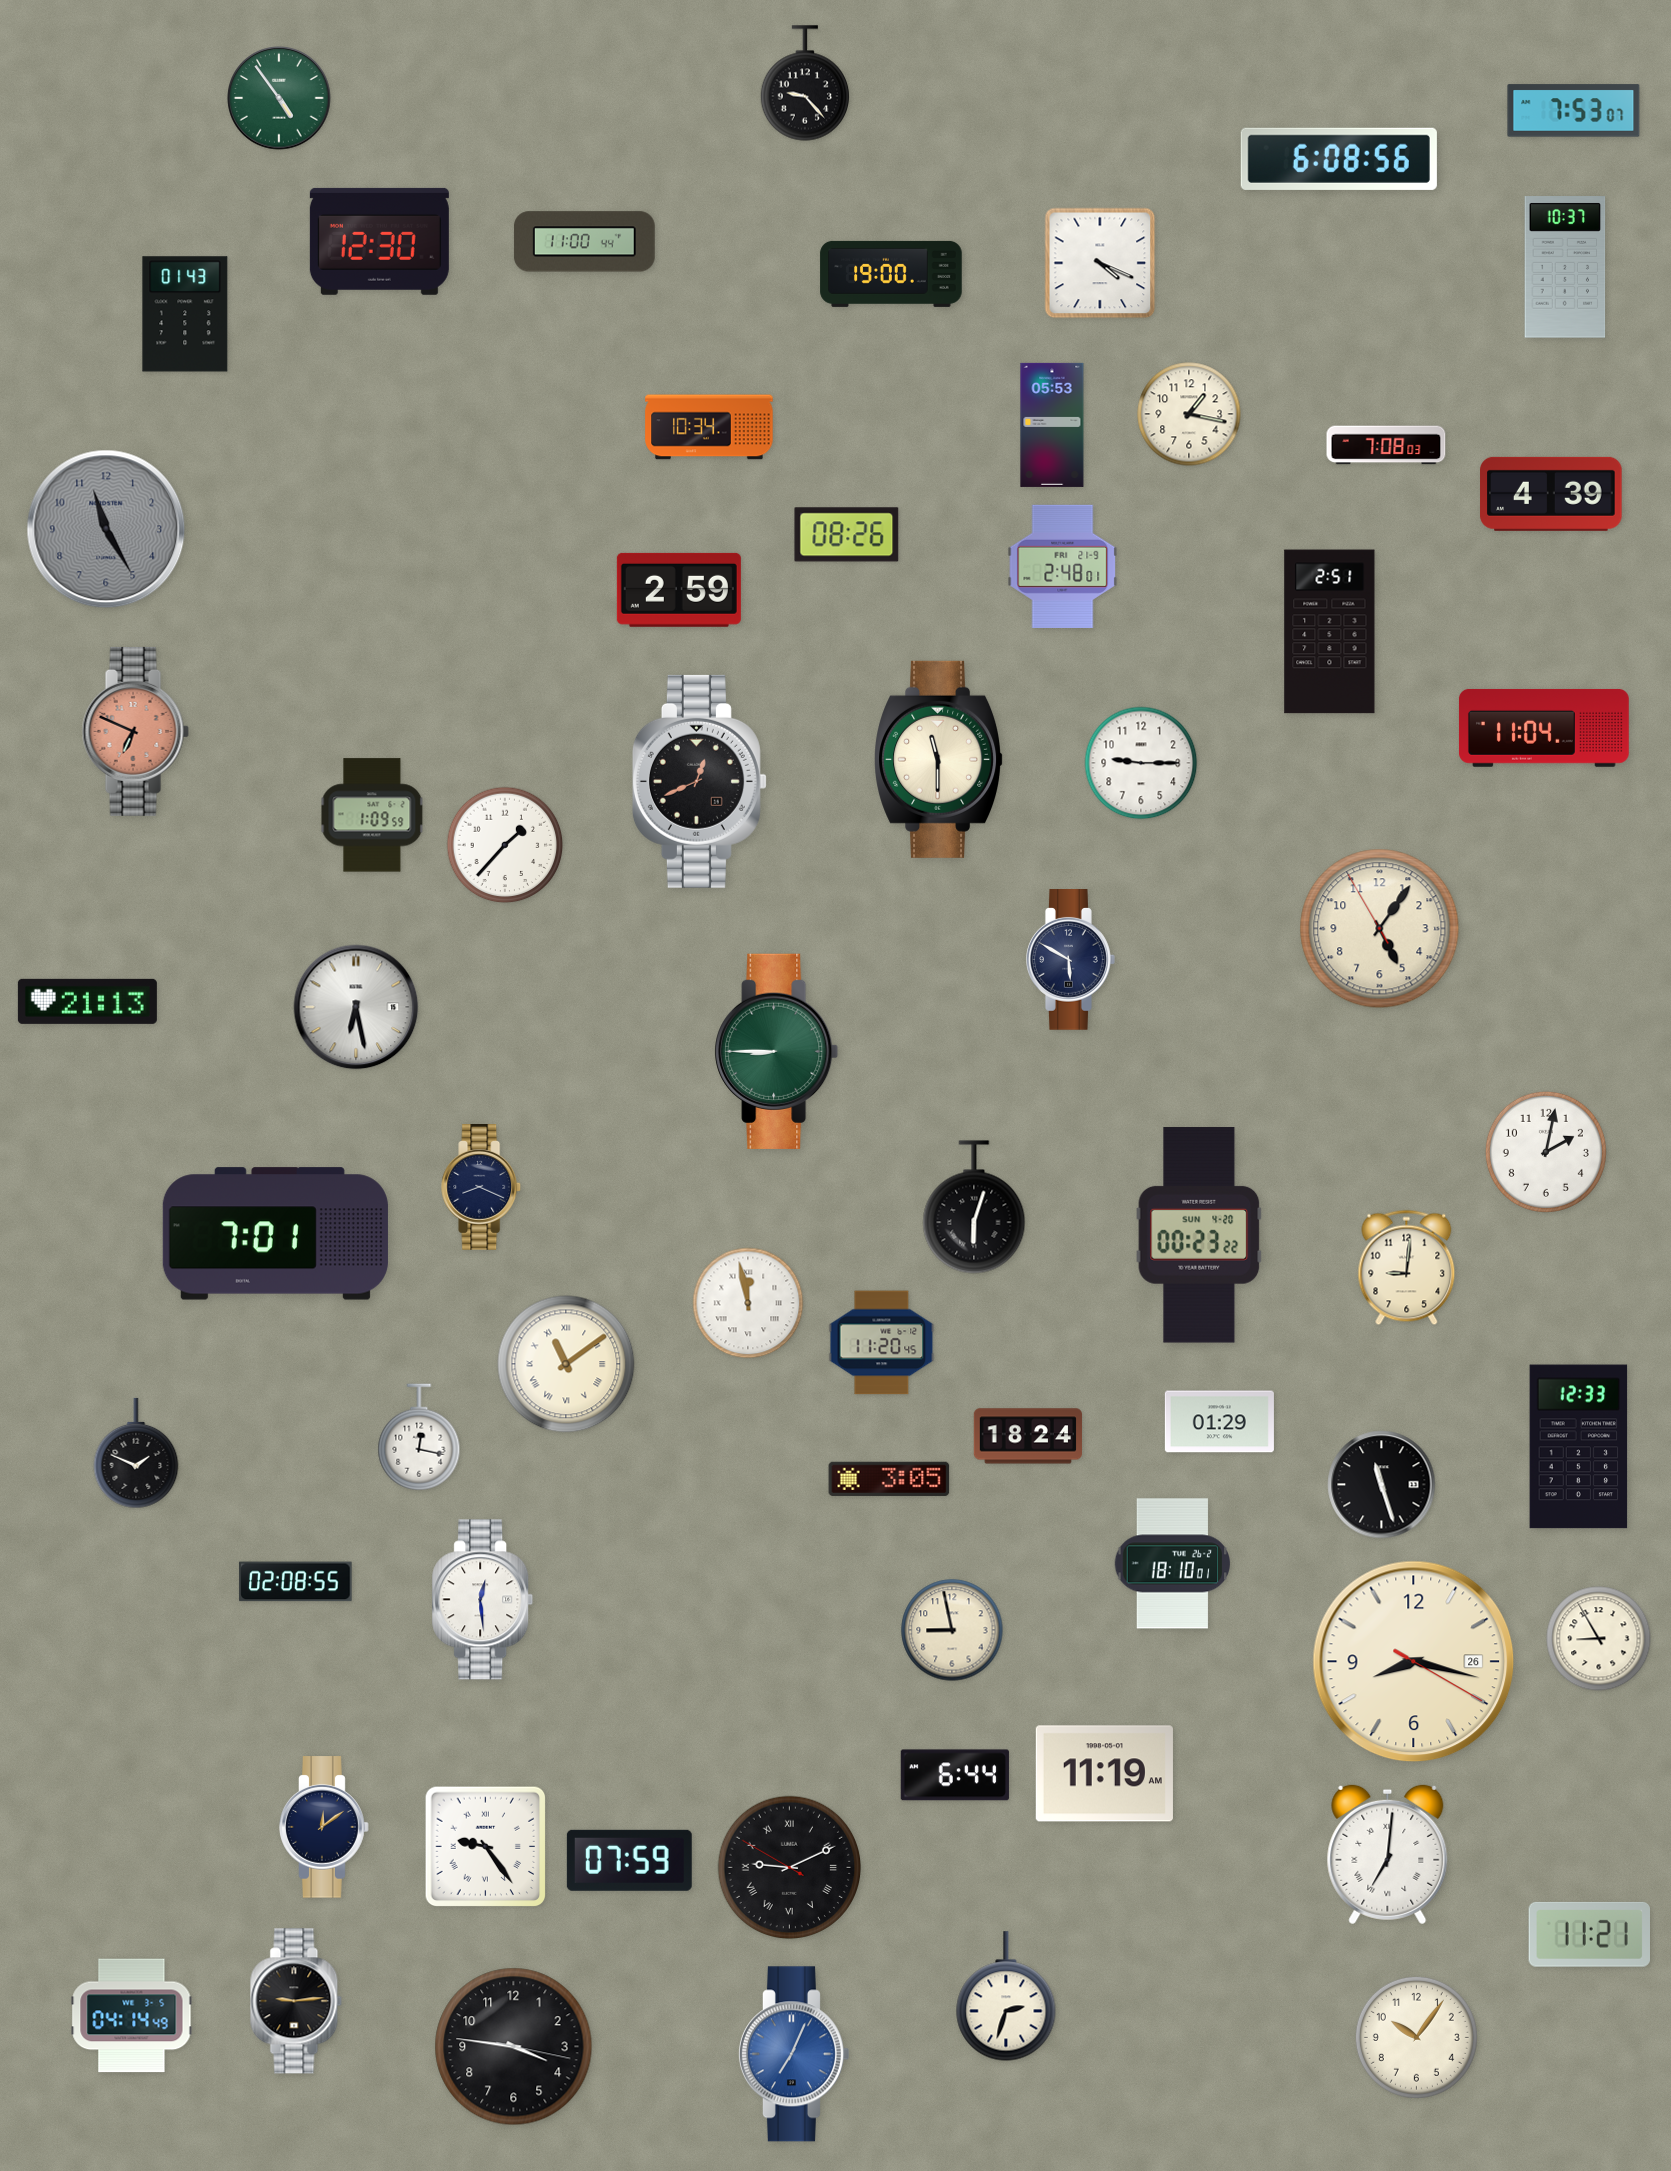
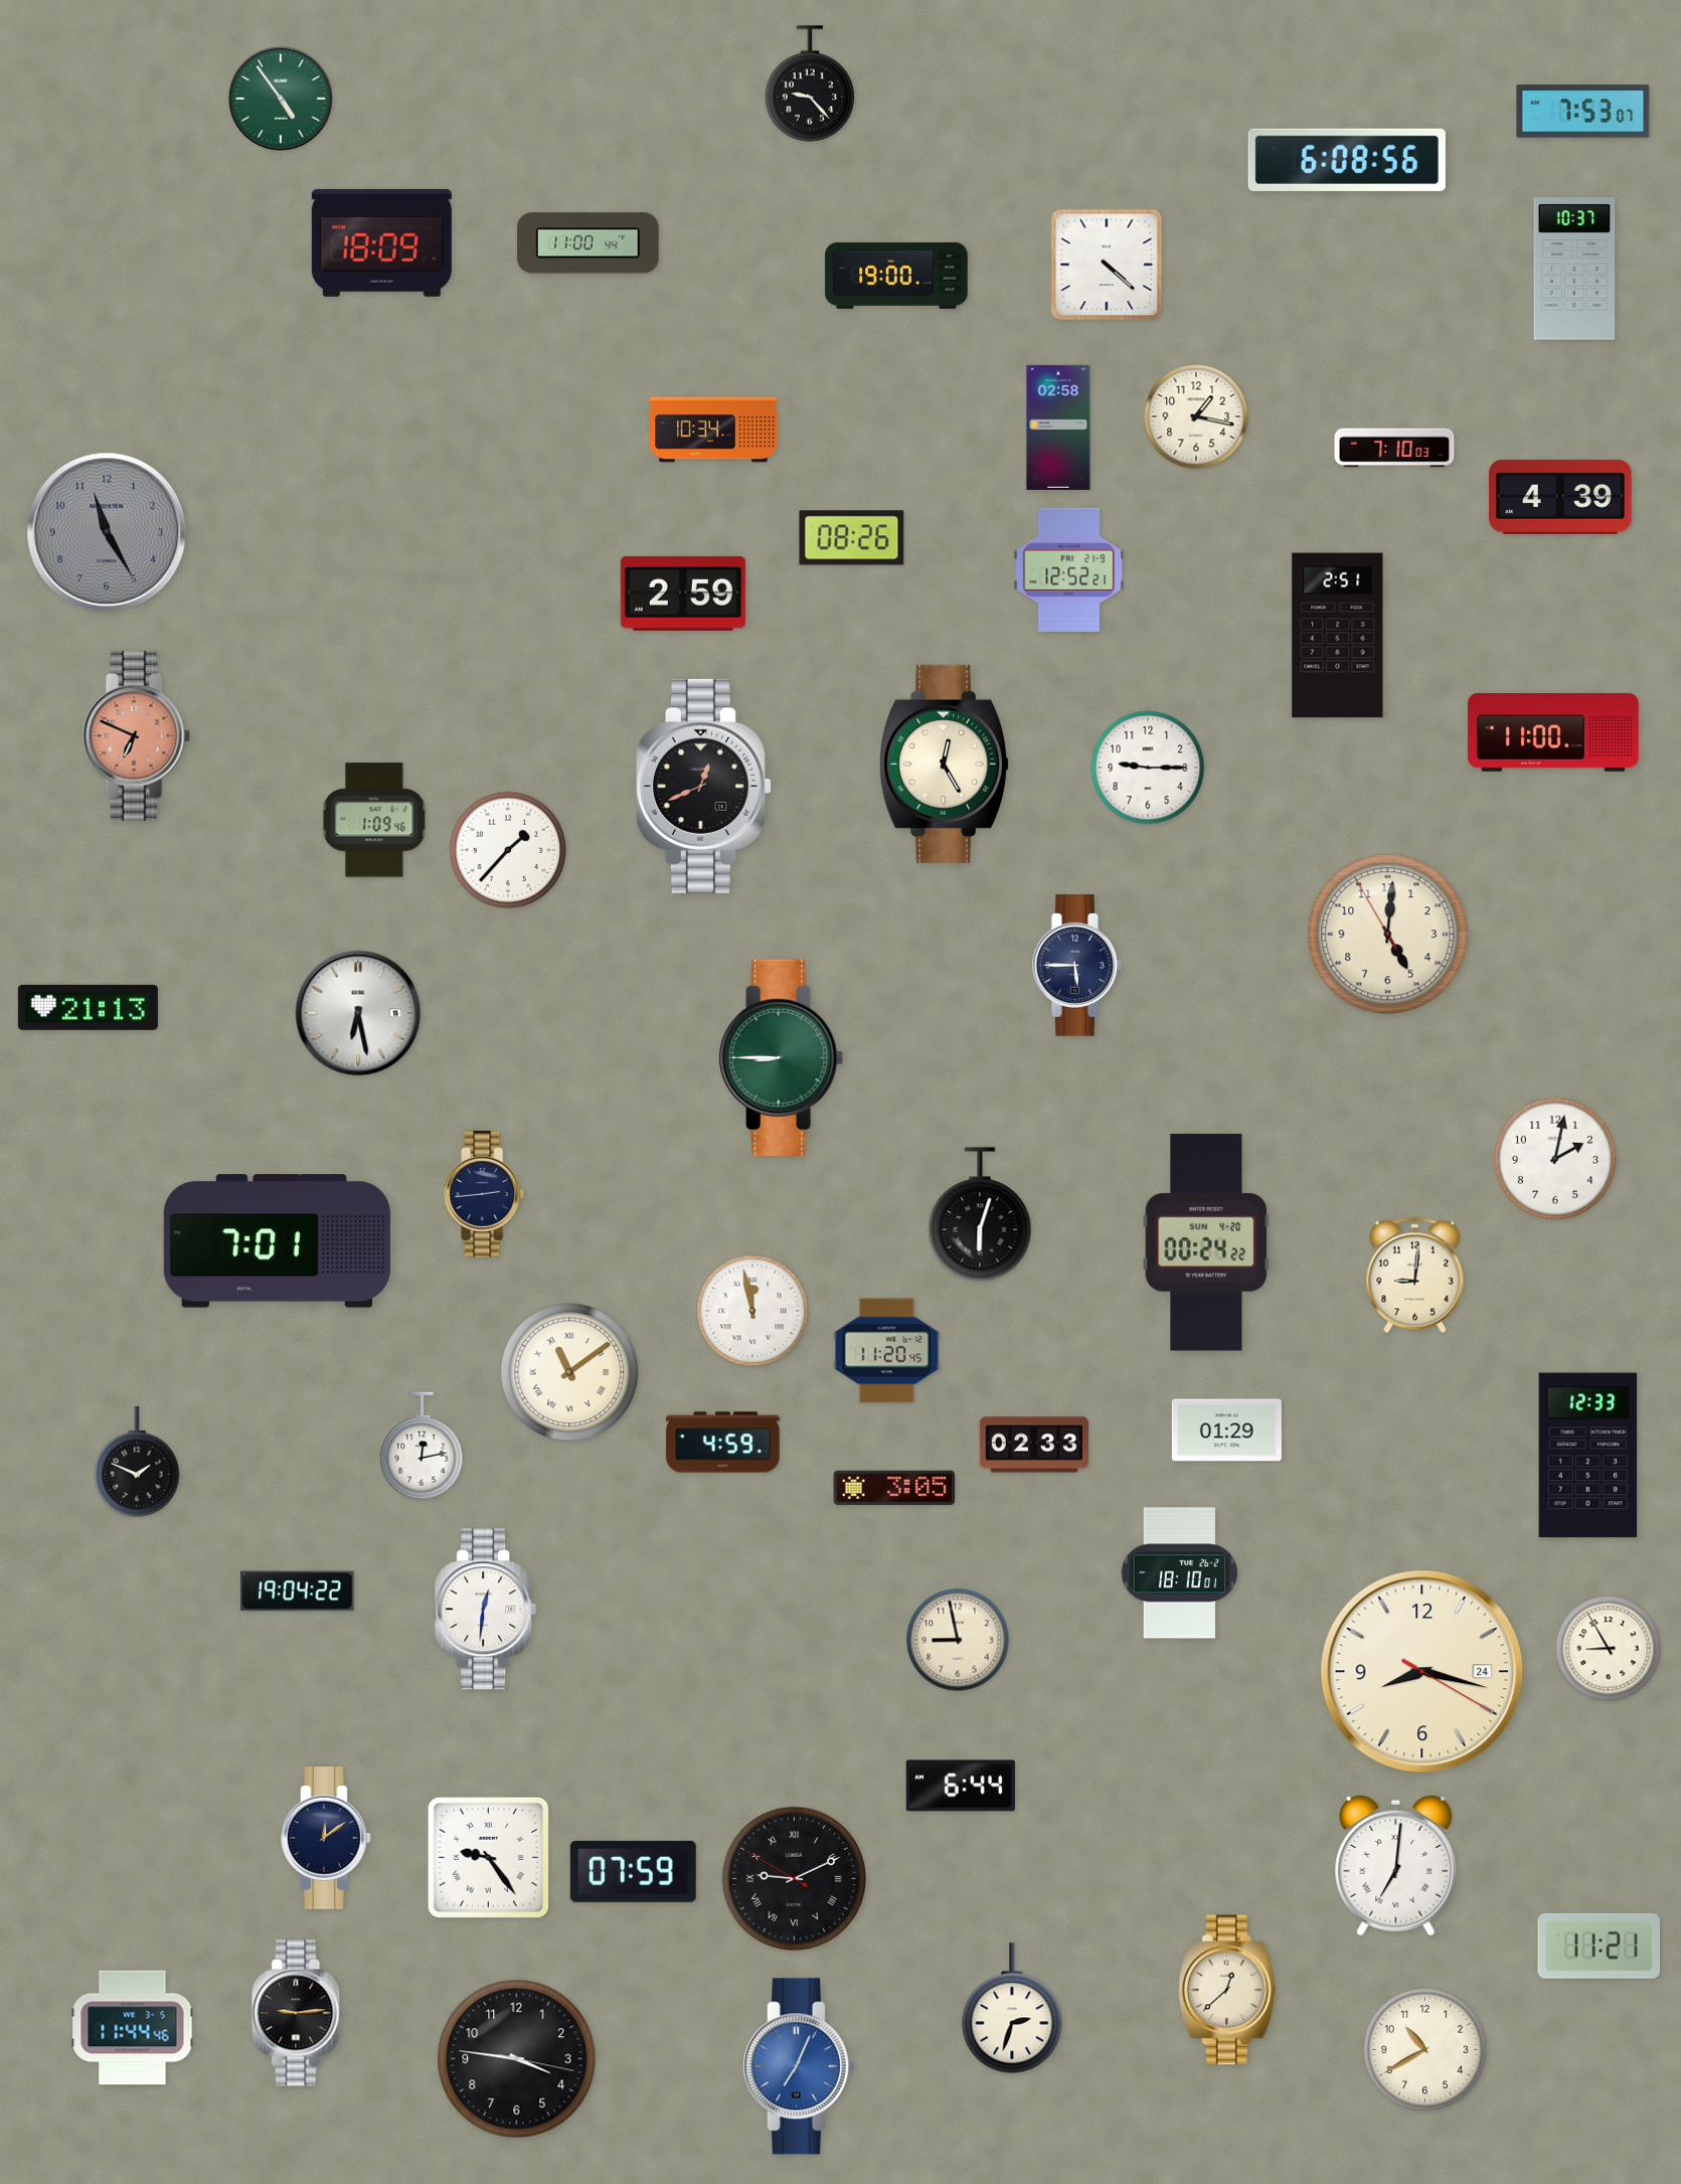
clock at (379, 241): 12:30 -> 18:09
clock at (1100, 263): 4:19 -> 4:22
clock at (185, 314): 01:43 -> none
clock at (1052, 425): 05:53 -> 02:58
clock at (1386, 445): 7:08 -> 7:10
clock at (1063, 566): 2:48 -> 12:52
clock at (1544, 728): 11:04 -> 11:00
clock at (939, 759): 11:30 -> 12:25
clock at (372, 815): 1:09:59 -> 1:09:46
clock at (1380, 929): 5:05 -> 5:00
clock at (1071, 960): 5:50 -> 5:45
clock at (482, 1188): 8:19 -> 2:44
clock at (1199, 1235): 00:23 -> 00:24
clock at (723, 1443): none -> 4:59
clock at (1027, 1436): 18:24 -> 02:33
clock at (419, 1437): 12:17 -> 12:13
clock at (1382, 1485): 11:27 -> none
clock at (296, 1582): 02:08 -> 19:04
clock at (483, 1600): 12:29 -> 12:31
clock at (1414, 1662) date: 26 -> 24
clock at (1104, 1774): 11:19 -> none
clock at (1227, 1990): none -> 12:38
clock at (132, 2016): 04:14 -> 11:44
clock at (1416, 2037): 10:06 -> 10:40
